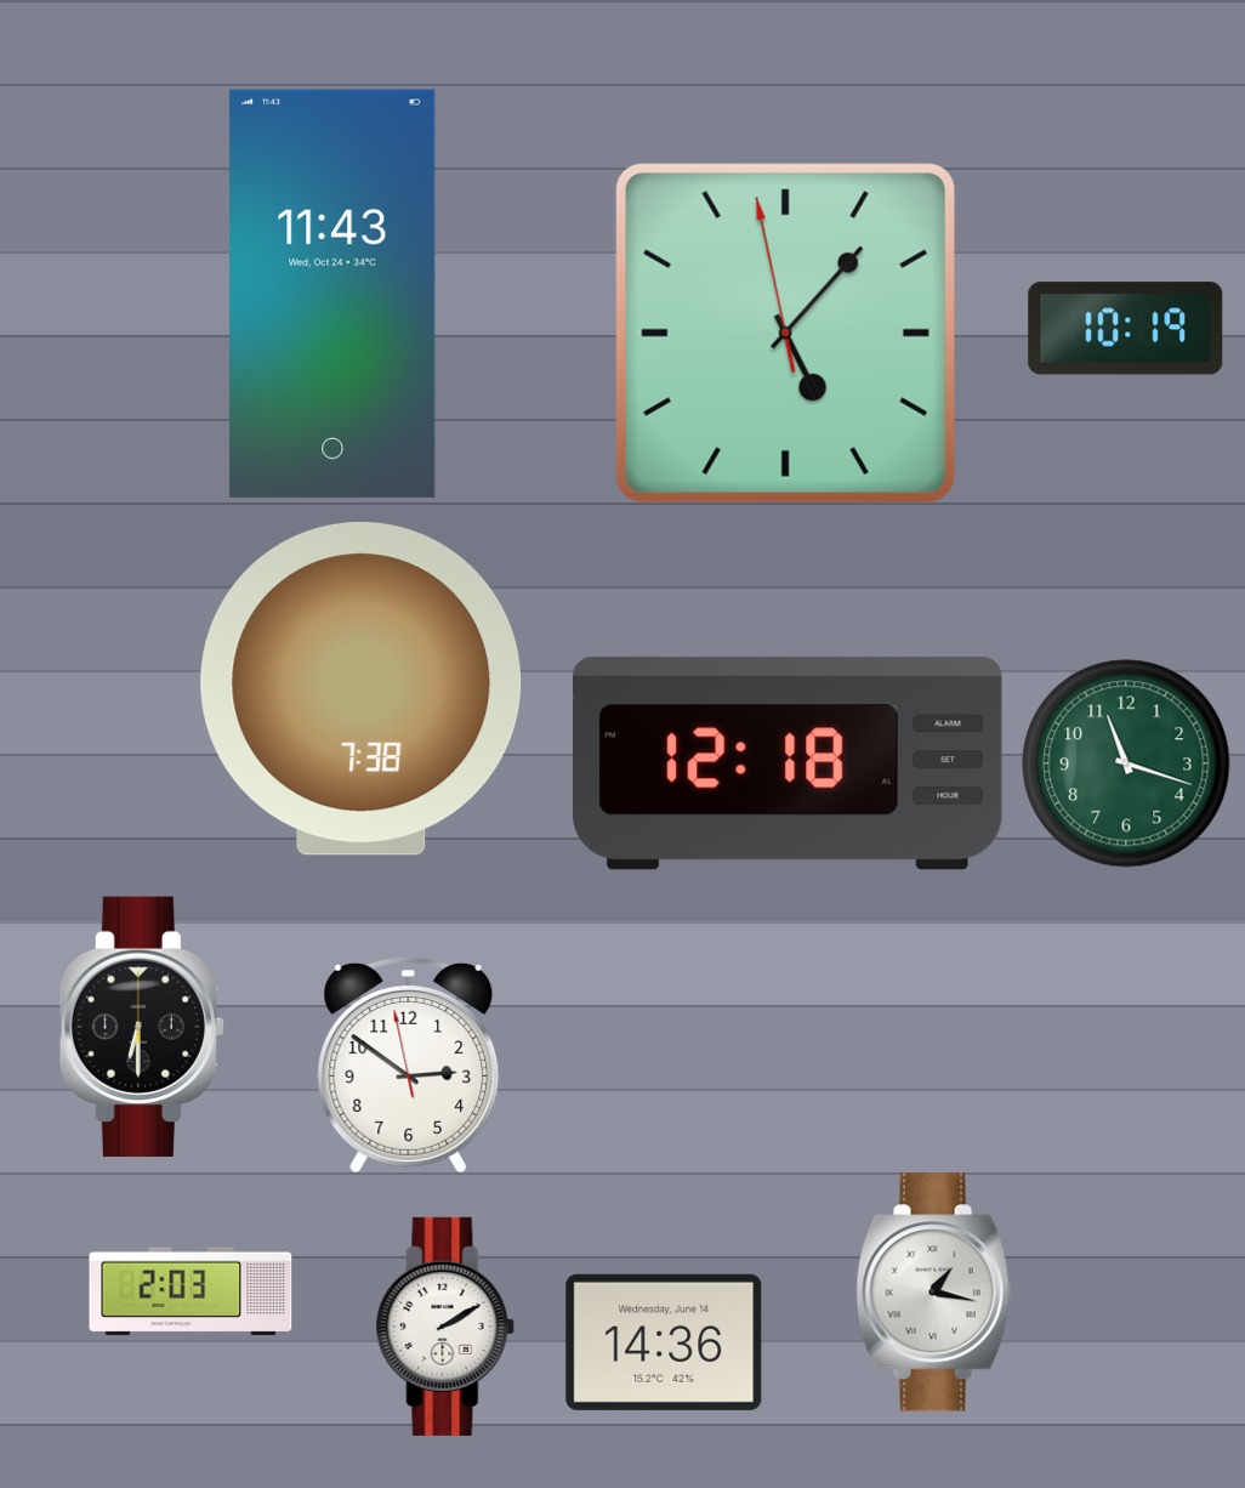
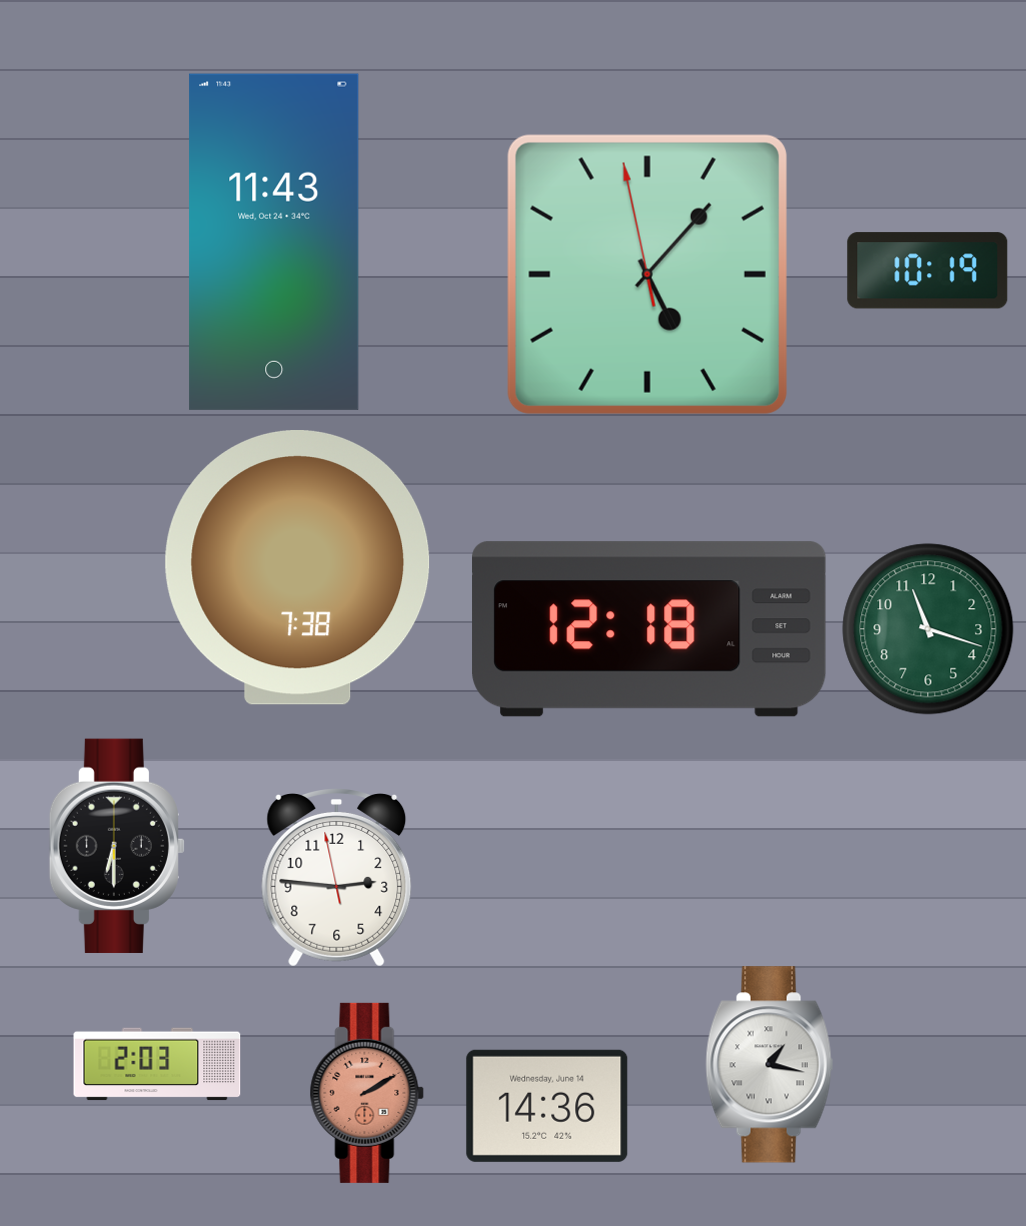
clock at (409, 1066): 2:50 -> 2:45
clock at (445, 1327) dial: white -> salmon
